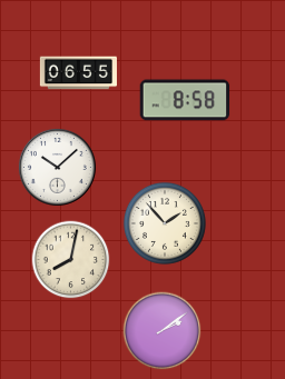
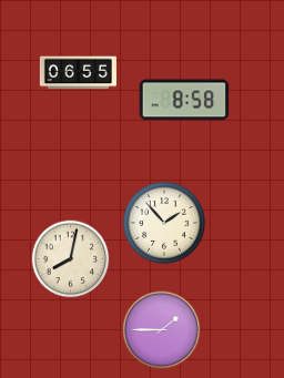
clock at (57, 167): 10:08 -> none
clock at (163, 331): 2:09 -> 1:45
